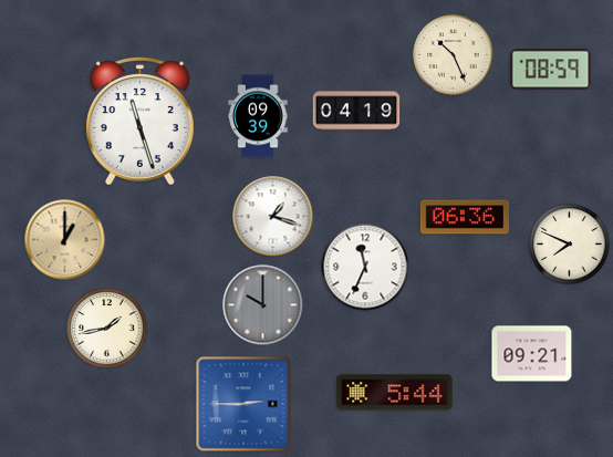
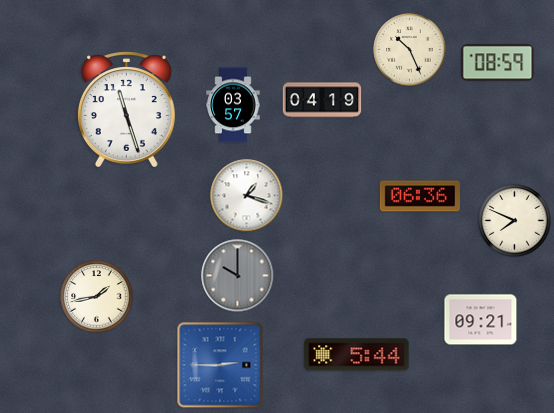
clock at (258, 116): 09:39 -> 03:57
clock at (65, 240): 1:00 -> none
clock at (365, 267): 11:34 -> none
